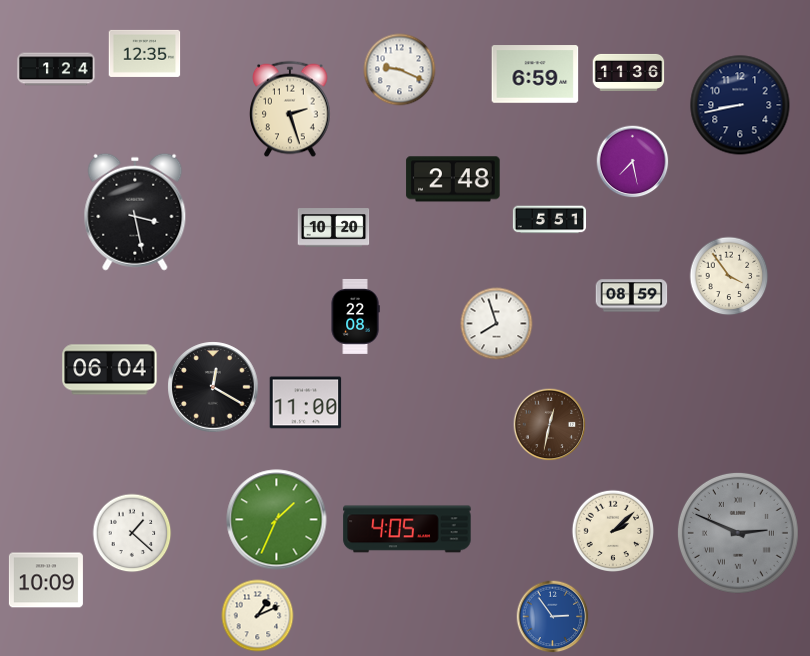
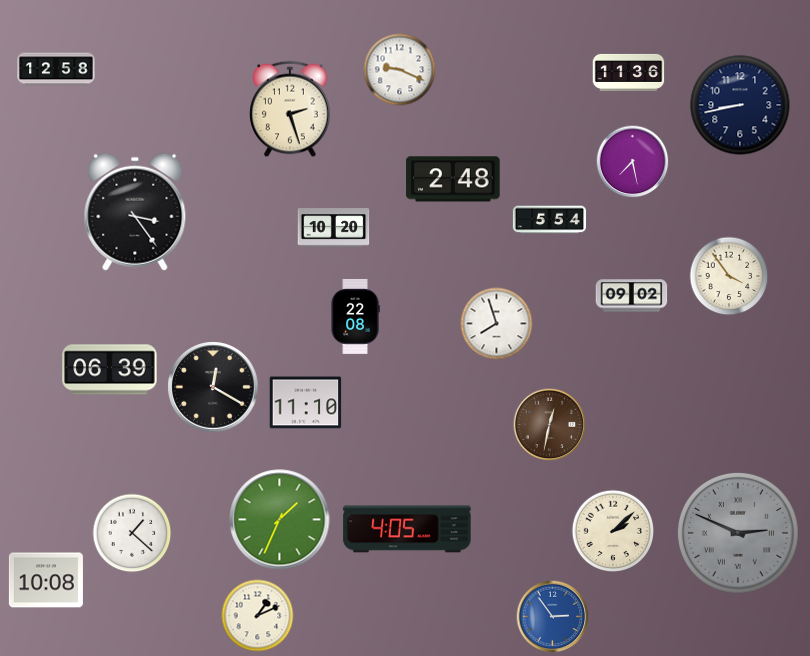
clock at (145, 53): 12:35 -> none
clock at (56, 69): 1:24 -> 12:58
clock at (535, 74): 6:59 -> none
clock at (135, 212): 3:28 -> 3:24
clock at (549, 220): 5:51 -> 5:54
clock at (632, 296): 08:59 -> 09:02
clock at (110, 370): 06:04 -> 06:39
clock at (306, 403): 11:00 -> 11:10
clock at (277, 520) position: (277, 520) -> (280, 520)
clock at (46, 580): 10:09 -> 10:08
